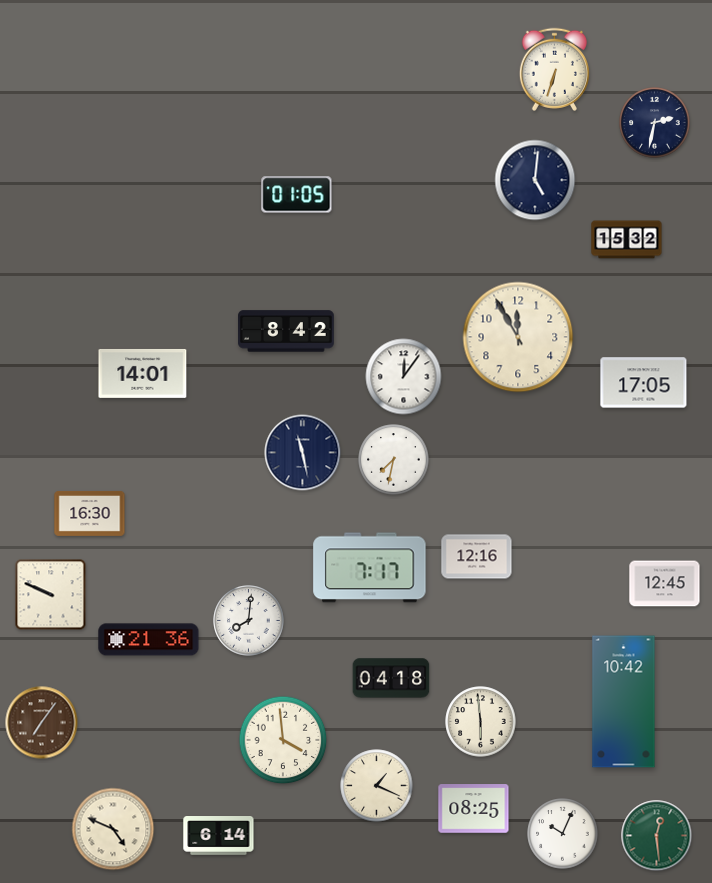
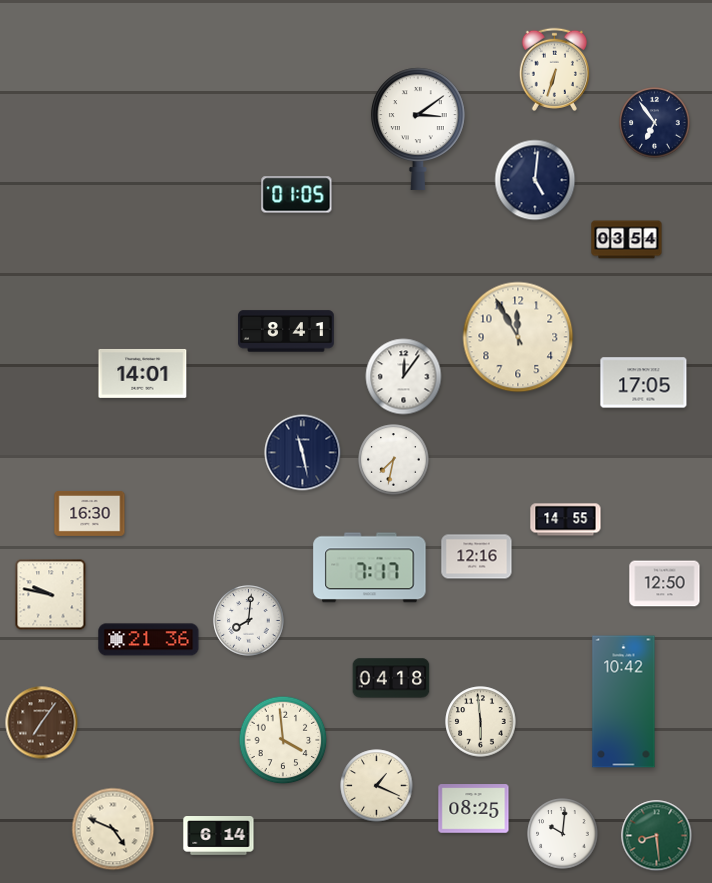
clock at (655, 123): 2:32 -> 6:54
clock at (418, 129): none -> 3:09
clock at (627, 240): 15:32 -> 03:54
clock at (286, 331): 8:42 -> 8:41
clock at (566, 520): none -> 14:55
clock at (665, 584): 12:45 -> 12:50
clock at (51, 595): 9:49 -> 9:47
clock at (563, 834): 10:04 -> 10:01
clock at (657, 836): 12:29 -> 8:29
